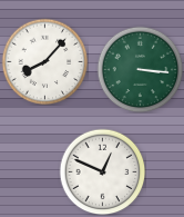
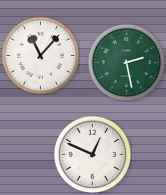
clock at (44, 61): 8:07 -> 11:07
clock at (140, 69): 3:16 -> 2:28
